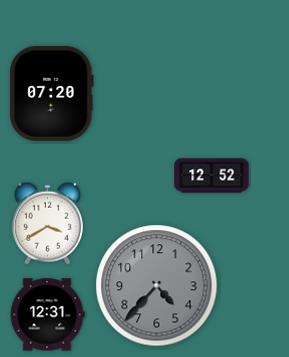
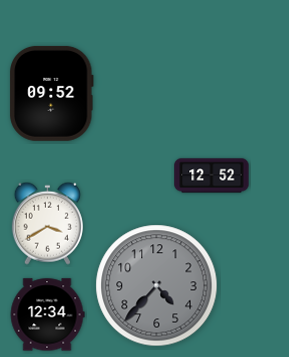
clock at (52, 93): 07:20 -> 09:52
clock at (47, 315): 12:31 -> 12:34
